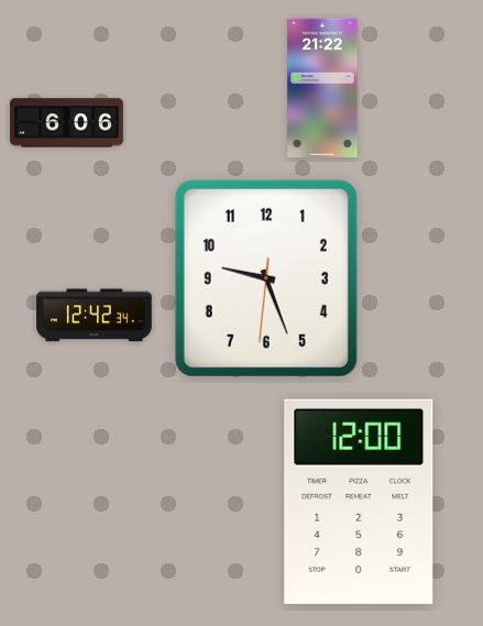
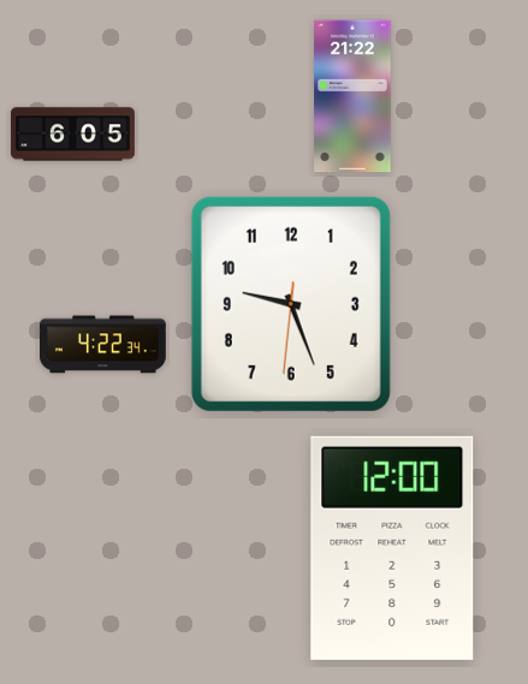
clock at (66, 123): 6:06 -> 6:05
clock at (95, 316): 12:42 -> 4:22
